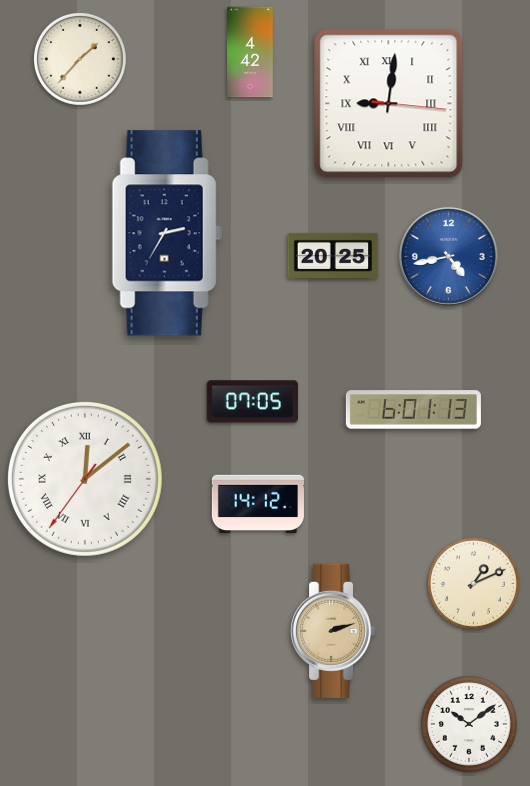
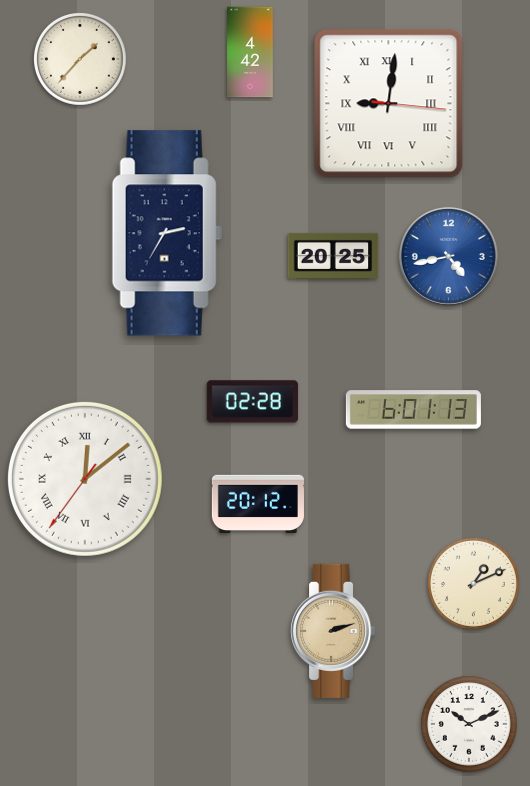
clock at (252, 402): 07:05 -> 02:28
clock at (258, 504): 14:12 -> 20:12
clock at (469, 724): 10:09 -> 10:11
